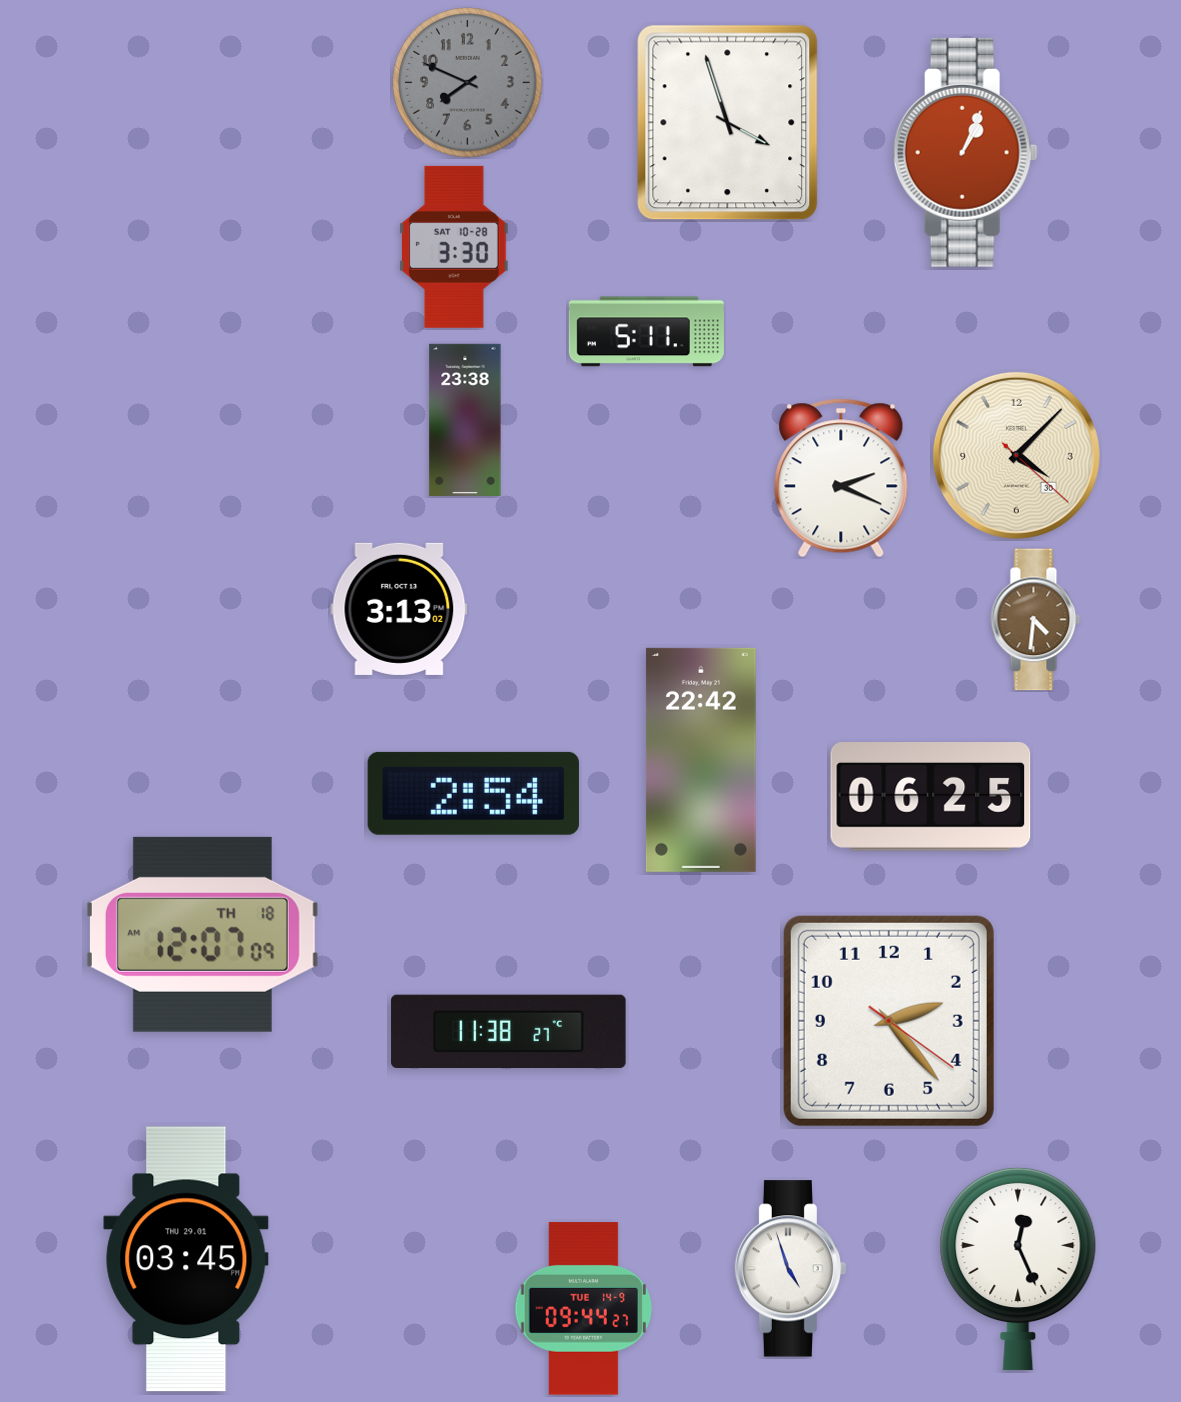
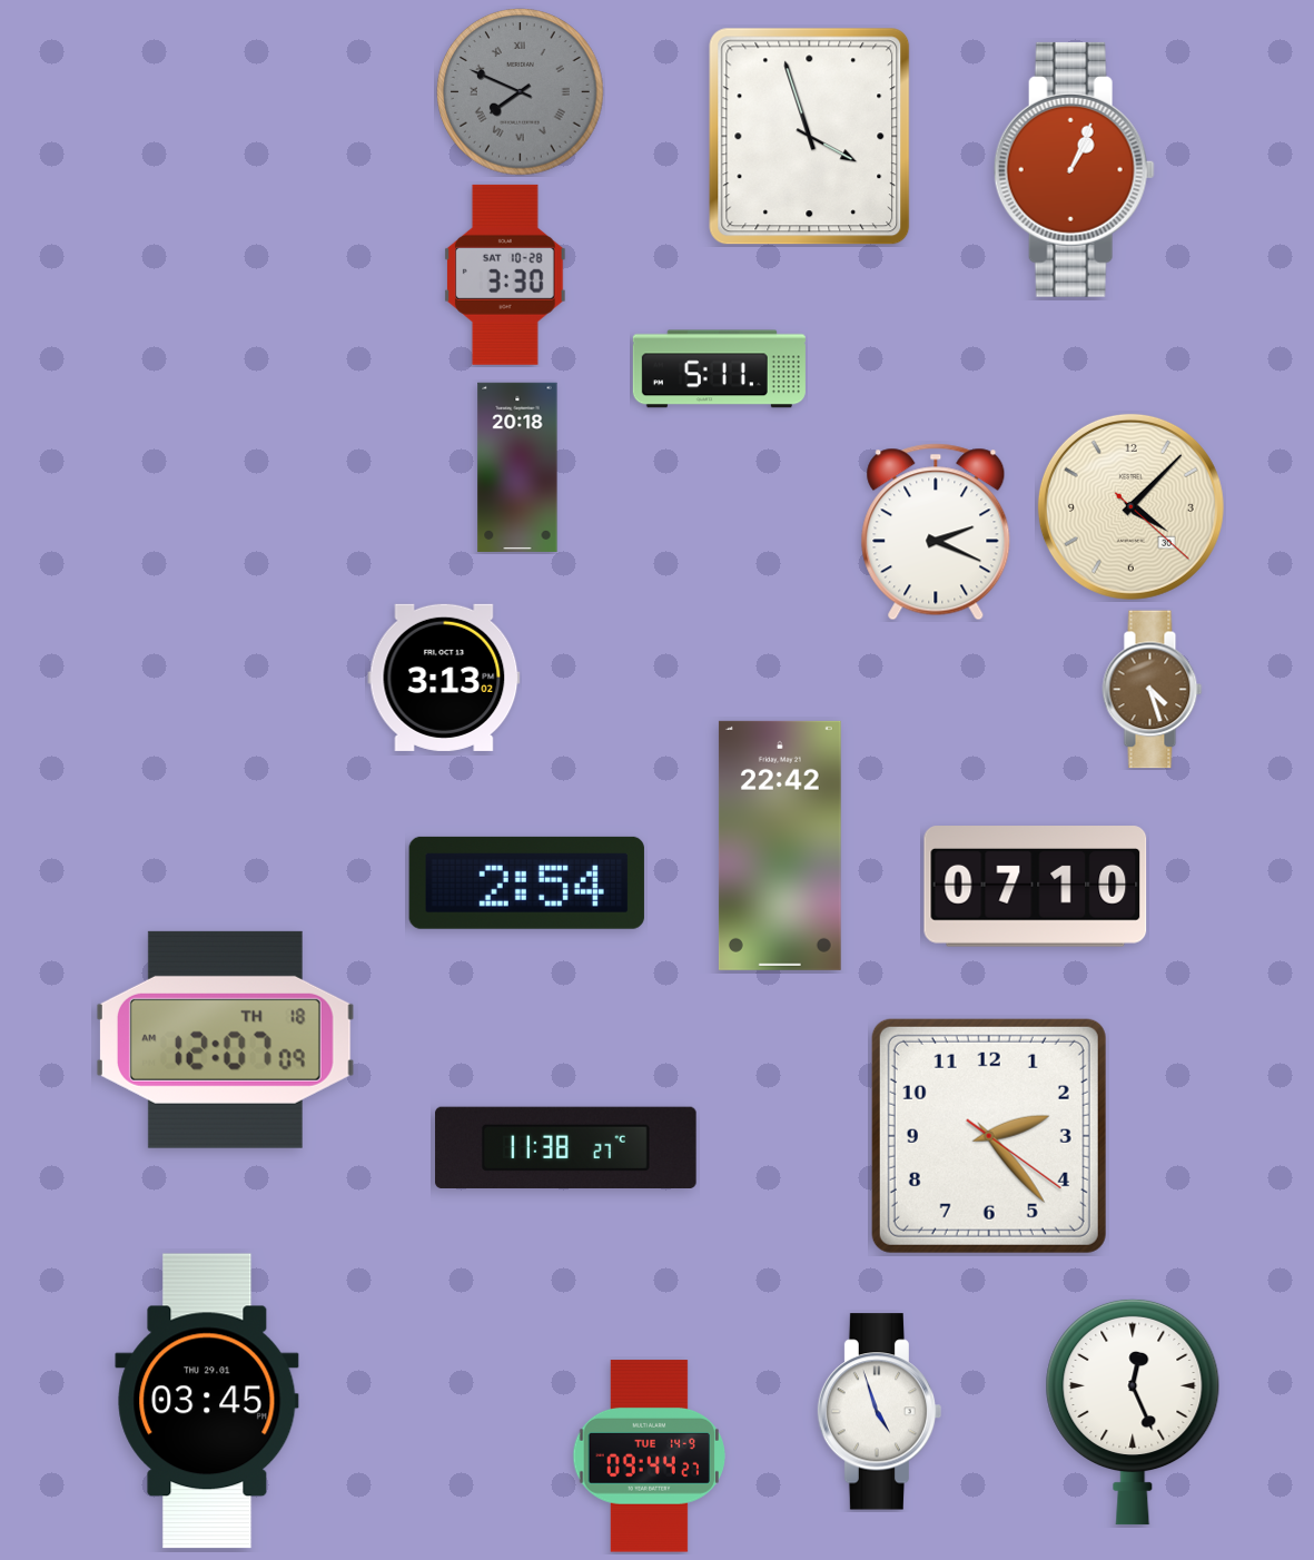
clock at (468, 83) numerals: Arabic -> Roman
clock at (465, 420): 23:38 -> 20:18
clock at (1036, 620): 4:31 -> 4:27
clock at (931, 797): 06:25 -> 07:10
